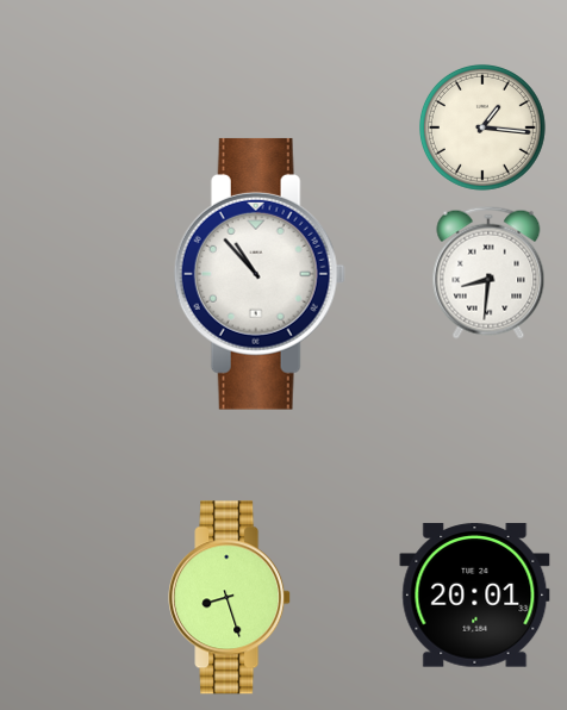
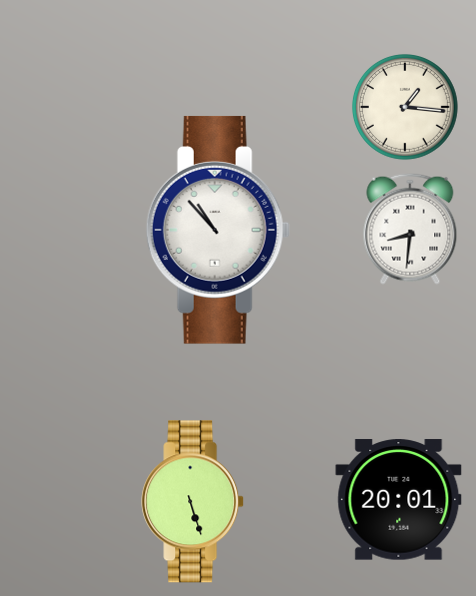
clock at (230, 598): 8:27 -> 5:27
